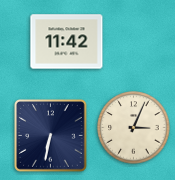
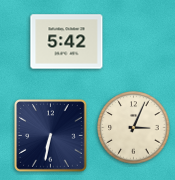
clock at (67, 42): 11:42 -> 5:42
